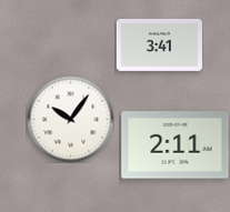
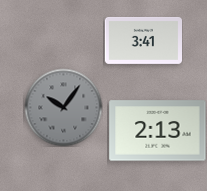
clock at (70, 119) dial: white -> grey
clock at (176, 145): 2:11 -> 2:13
